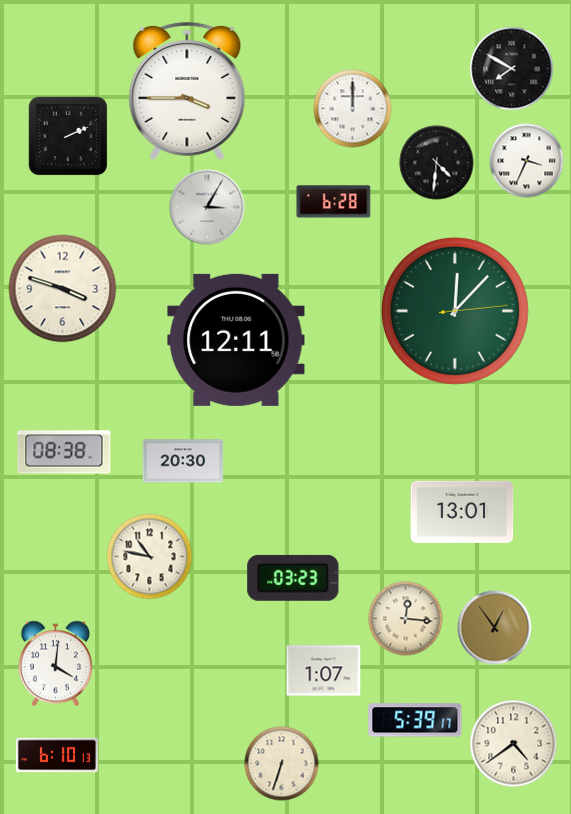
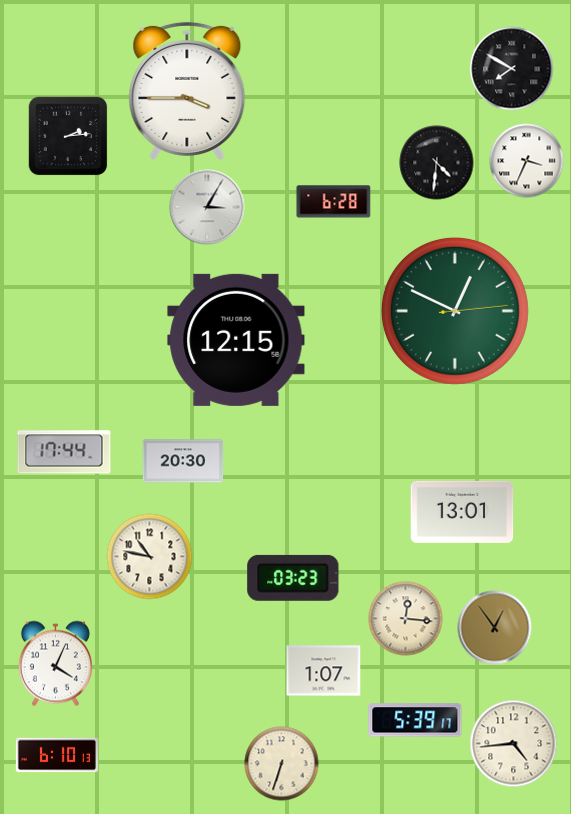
clock at (353, 109): 12:00 -> none
clock at (68, 136): 2:11 -> 2:14
clock at (63, 289): 3:48 -> none
clock at (455, 311): 12:07 -> 12:49
clock at (236, 340): 12:11 -> 12:15
clock at (64, 452): 08:38 -> 17:44
clock at (55, 664): 4:01 -> 4:04
clock at (514, 744): 4:39 -> 4:44
